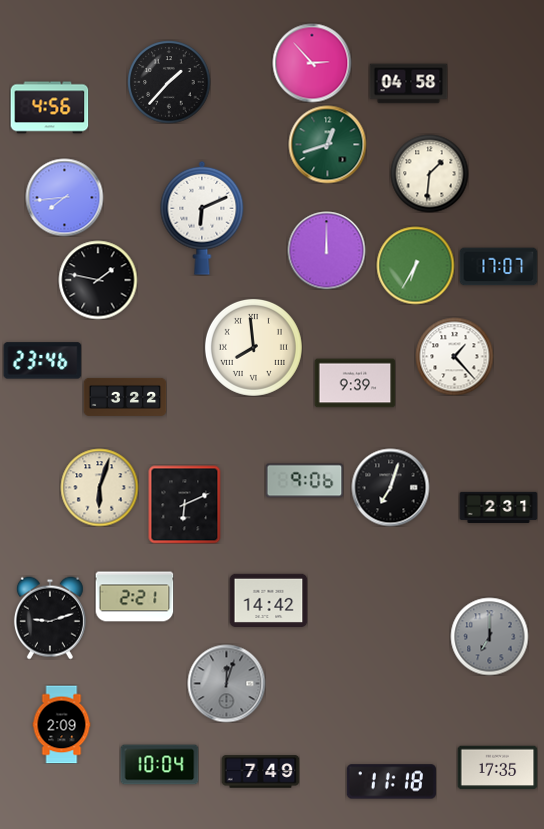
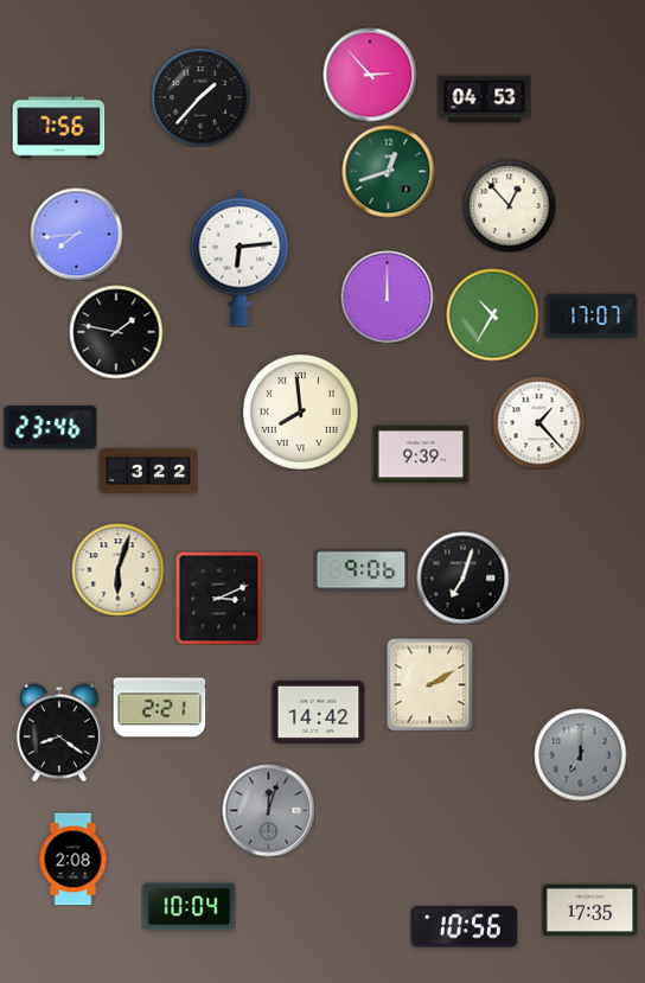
clock at (408, 84): 04:58 -> 04:53
clock at (49, 108): 4:56 -> 7:56
clock at (429, 173): 1:31 -> 12:53
clock at (202, 218): 6:11 -> 6:14
clock at (415, 265): 6:35 -> 10:35
clock at (99, 487) position: (99, 487) -> (117, 569)
clock at (185, 504): 6:11 -> 3:11
clock at (498, 507): 2:31 -> none
clock at (430, 684): none -> 2:10
clock at (50, 618): 9:12 -> 8:21
clock at (62, 724): 2:09 -> 2:08
clock at (260, 772): 7:49 -> none
clock at (391, 782): 11:18 -> 10:56
